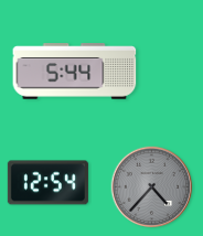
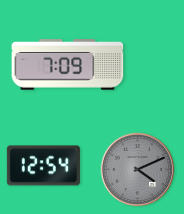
clock at (75, 72): 5:44 -> 7:09
clock at (152, 187): 4:37 -> 4:11
